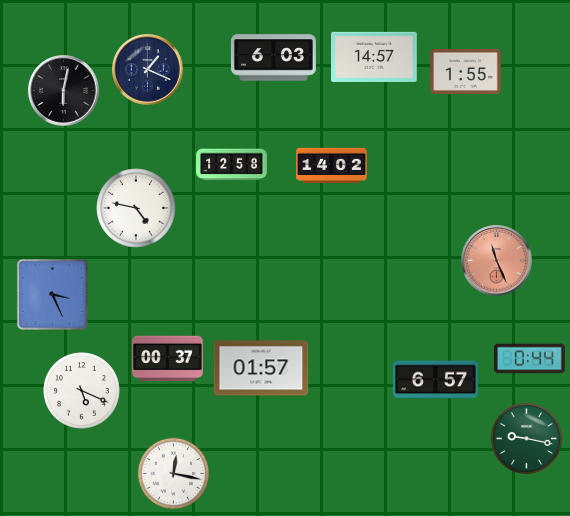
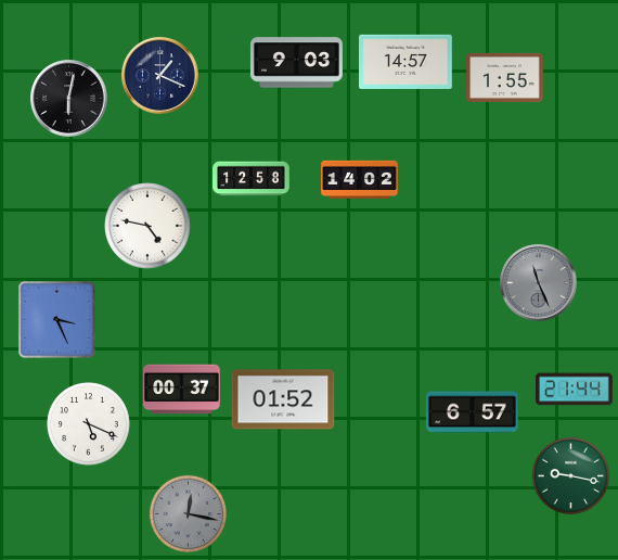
clock at (273, 58): 6:03 -> 9:03
clock at (497, 261) dial: salmon -> grey
clock at (530, 359): 0:44 -> 21:44
clock at (261, 368): 01:57 -> 01:52
clock at (173, 473) dial: white -> grey
